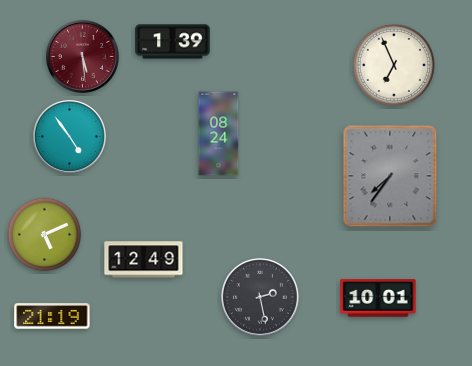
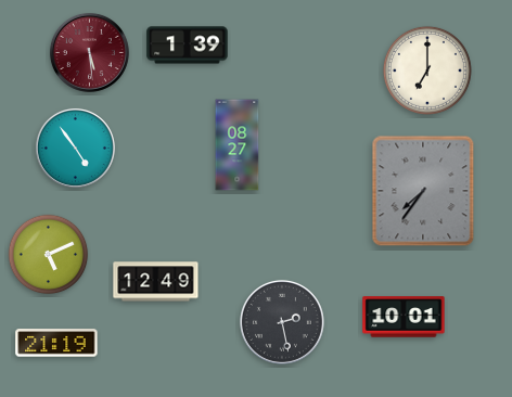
clock at (82, 56) position: (82, 56) -> (89, 52)
clock at (394, 65): 6:56 -> 7:00
clock at (219, 134): 08:24 -> 08:27
clock at (378, 298) position: (378, 298) -> (404, 317)
